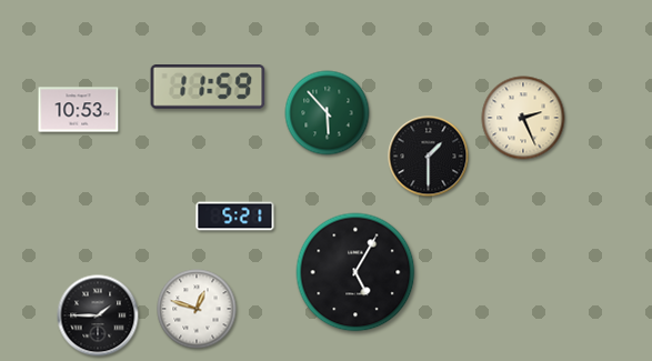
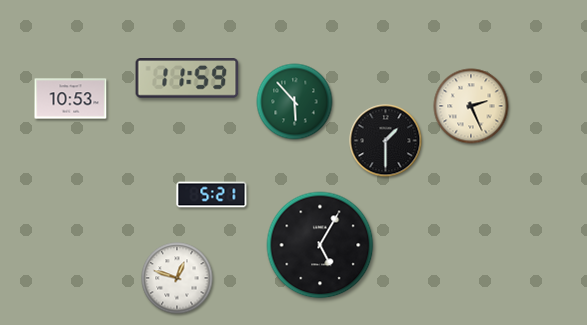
clock at (98, 315): 1:45 -> none
